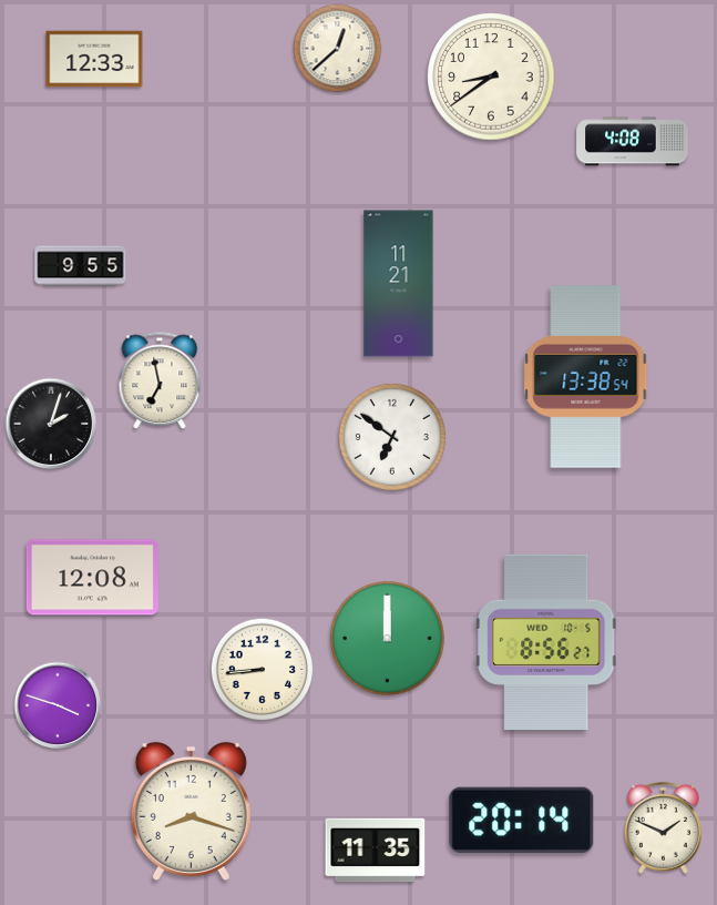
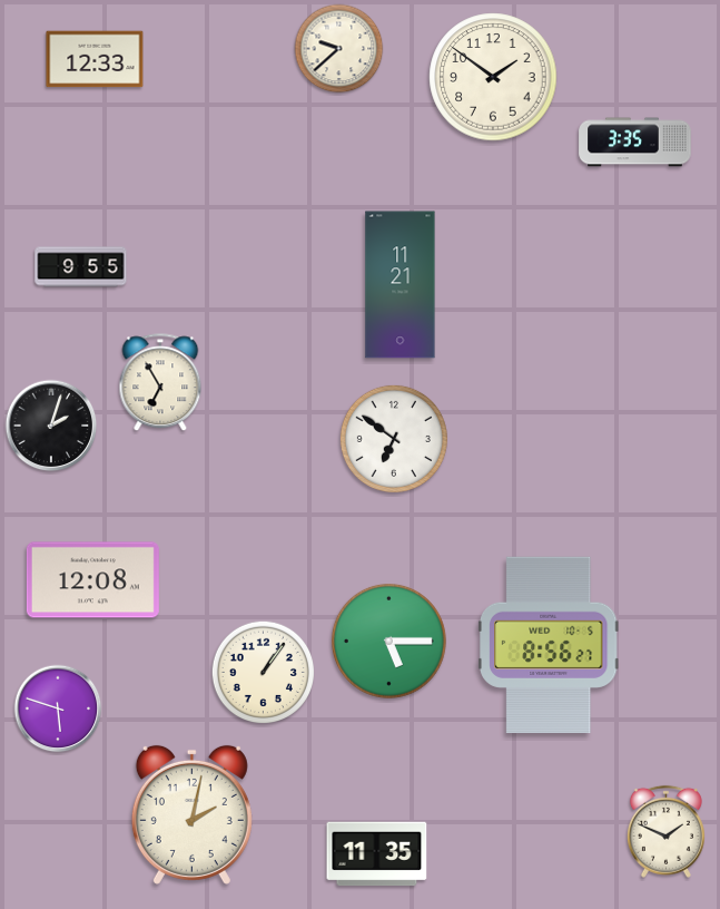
clock at (338, 49): 12:38 -> 9:38
clock at (491, 77): 8:39 -> 1:51
clock at (633, 142): 4:08 -> 3:35
clock at (586, 377): 13:38 -> none
clock at (160, 382): 6:58 -> 6:55
clock at (387, 638): 12:00 -> 5:15
clock at (262, 669): 8:44 -> 1:06
clock at (58, 705): 3:48 -> 5:48
clock at (191, 811): 8:18 -> 2:02
clock at (522, 820): 20:14 -> none
